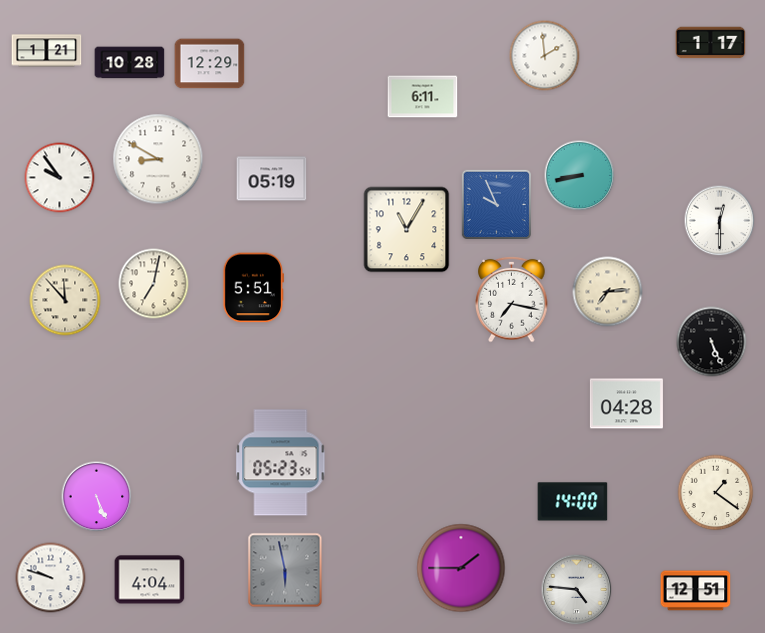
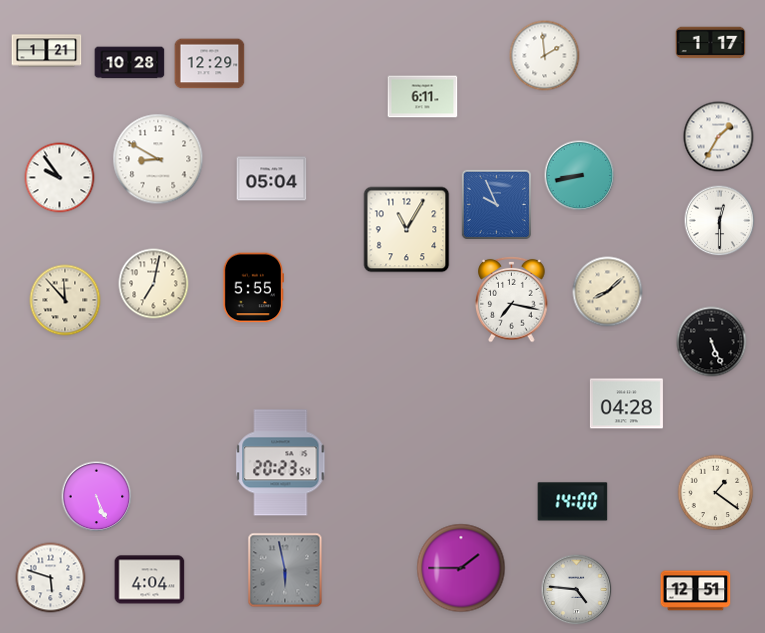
clock at (719, 137): none -> 1:35
clock at (272, 179): 05:19 -> 05:04
clock at (253, 288): 5:51 -> 5:55
clock at (608, 292): 7:14 -> 8:08
clock at (281, 463): 05:23 -> 20:23
clock at (51, 578): 9:48 -> 5:48
